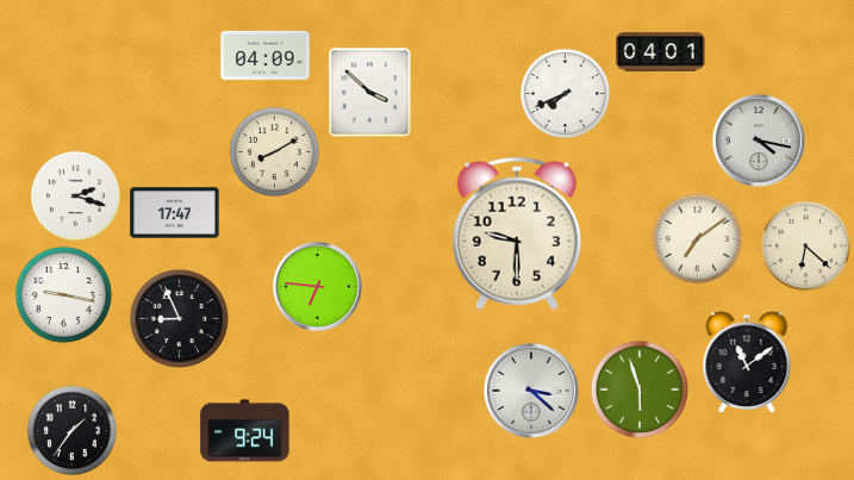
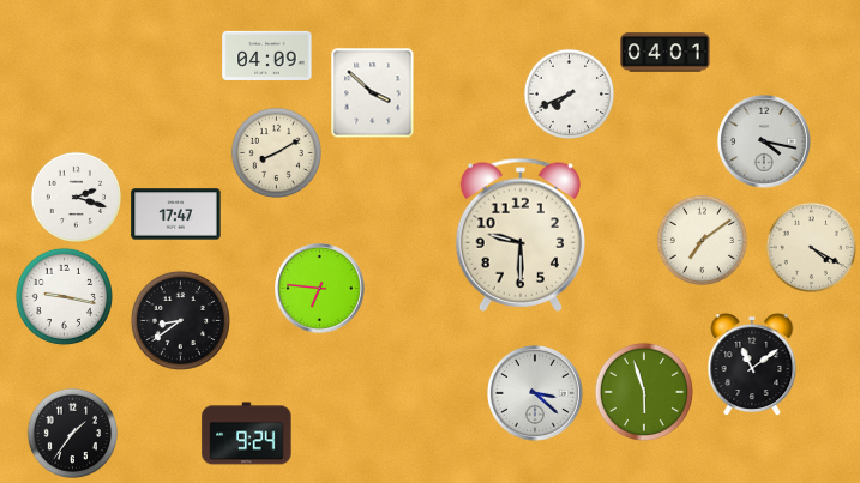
clock at (805, 245): 6:22 -> 4:20
clock at (179, 318): 8:56 -> 8:39
